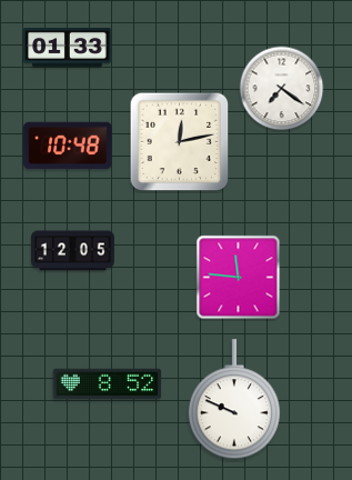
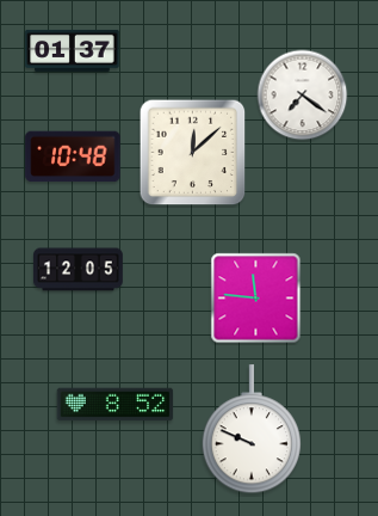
clock at (68, 47): 01:33 -> 01:37
clock at (180, 142): 12:13 -> 12:08
clock at (108, 384) position: (108, 384) -> (116, 405)
